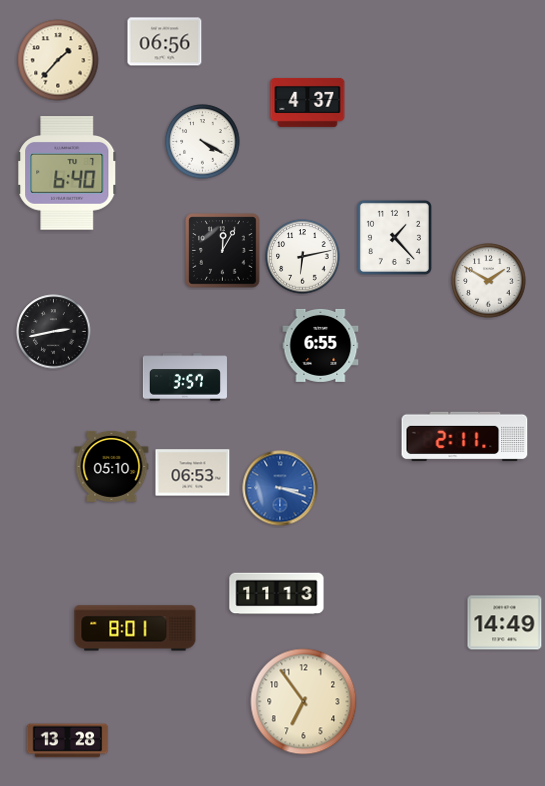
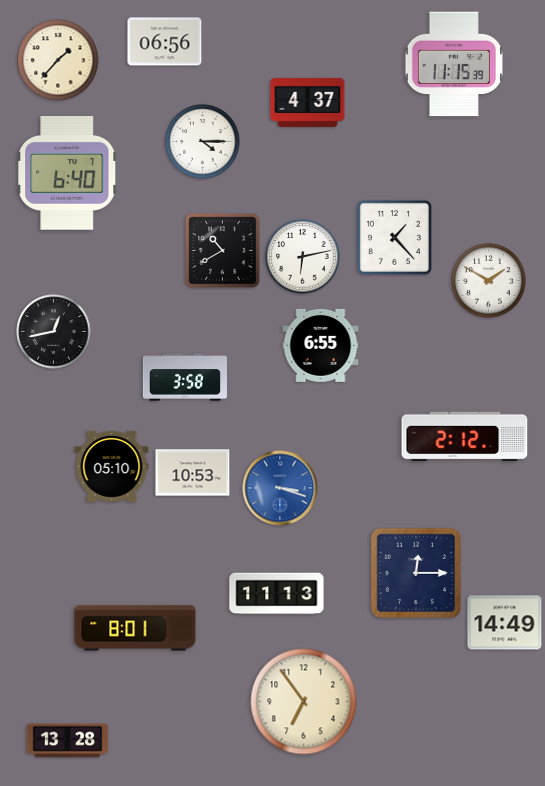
clock at (454, 64): none -> 11:15
clock at (203, 142): 4:20 -> 4:15
clock at (223, 251): 12:05 -> 10:40
clock at (54, 332): 2:43 -> 12:43
clock at (184, 377): 3:57 -> 3:58
clock at (465, 437): 2:11 -> 2:12
clock at (193, 473): 06:53 -> 10:53
clock at (415, 572): none -> 12:15
